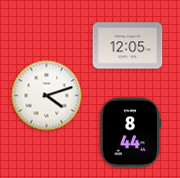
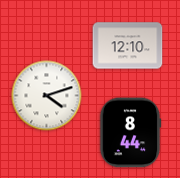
clock at (128, 46): 12:05 -> 12:10
